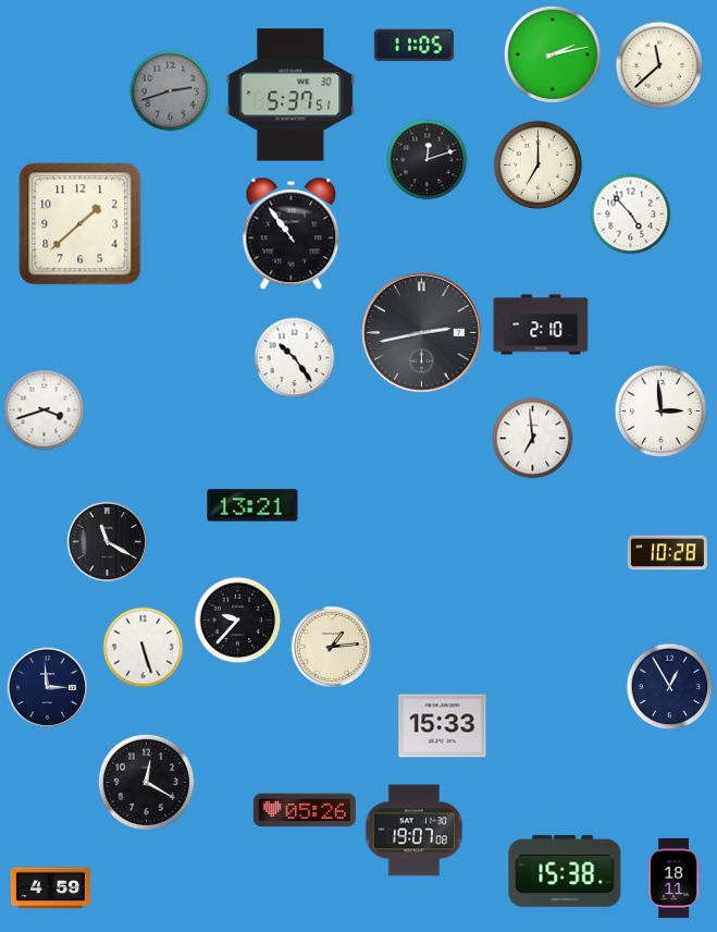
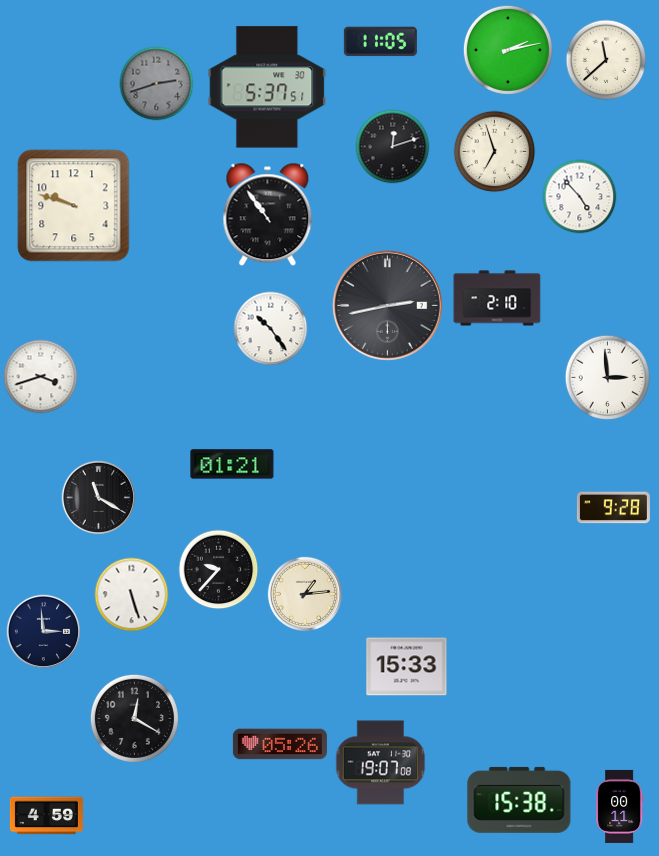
clock at (539, 165): 7:00 -> 6:57
clock at (81, 224): 1:38 -> 9:48
clock at (533, 439): 6:59 -> none
clock at (252, 505): 13:21 -> 01:21
clock at (667, 553): 10:28 -> 9:28
clock at (670, 687): 12:55 -> none
clock at (675, 878): 18:11 -> 00:11
